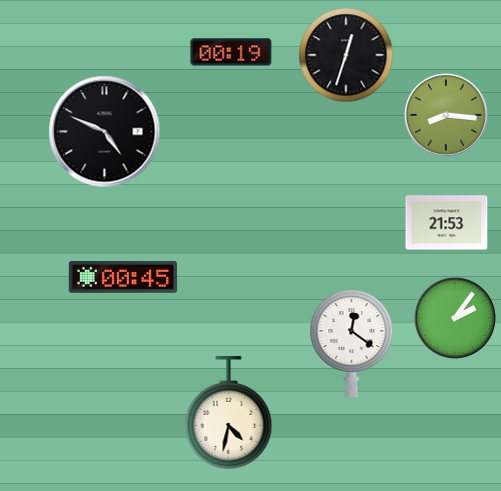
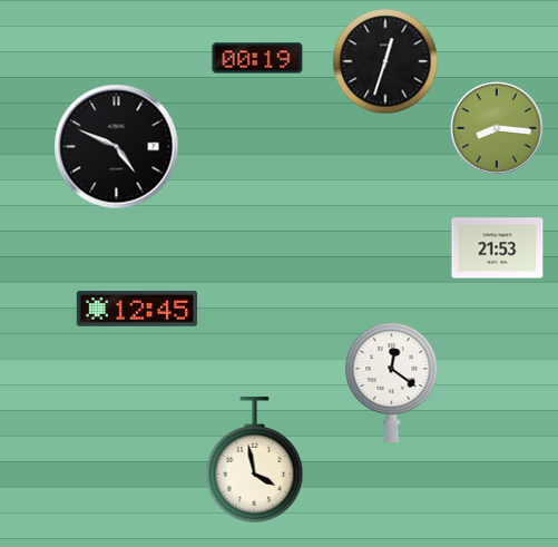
clock at (123, 277): 00:45 -> 12:45
clock at (455, 318): 2:06 -> none
clock at (229, 413): 4:32 -> 3:58
